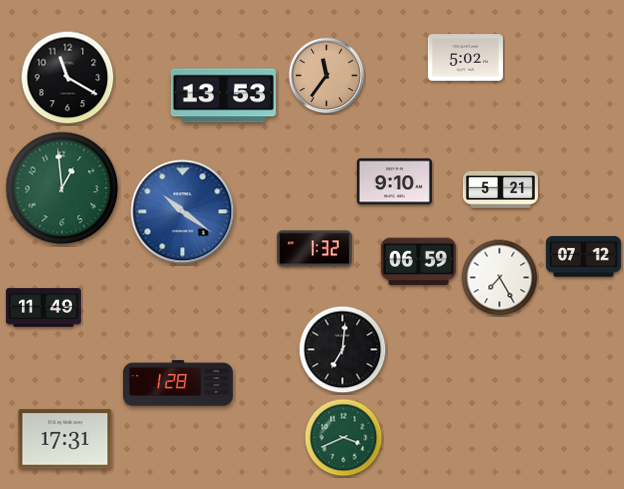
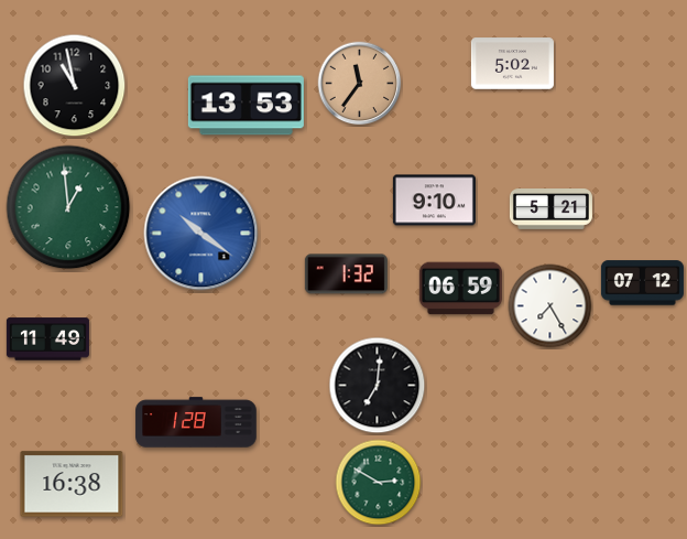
clock at (68, 78): 11:20 -> 10:58
clock at (344, 438): 3:41 -> 2:50
clock at (65, 439): 17:31 -> 16:38
